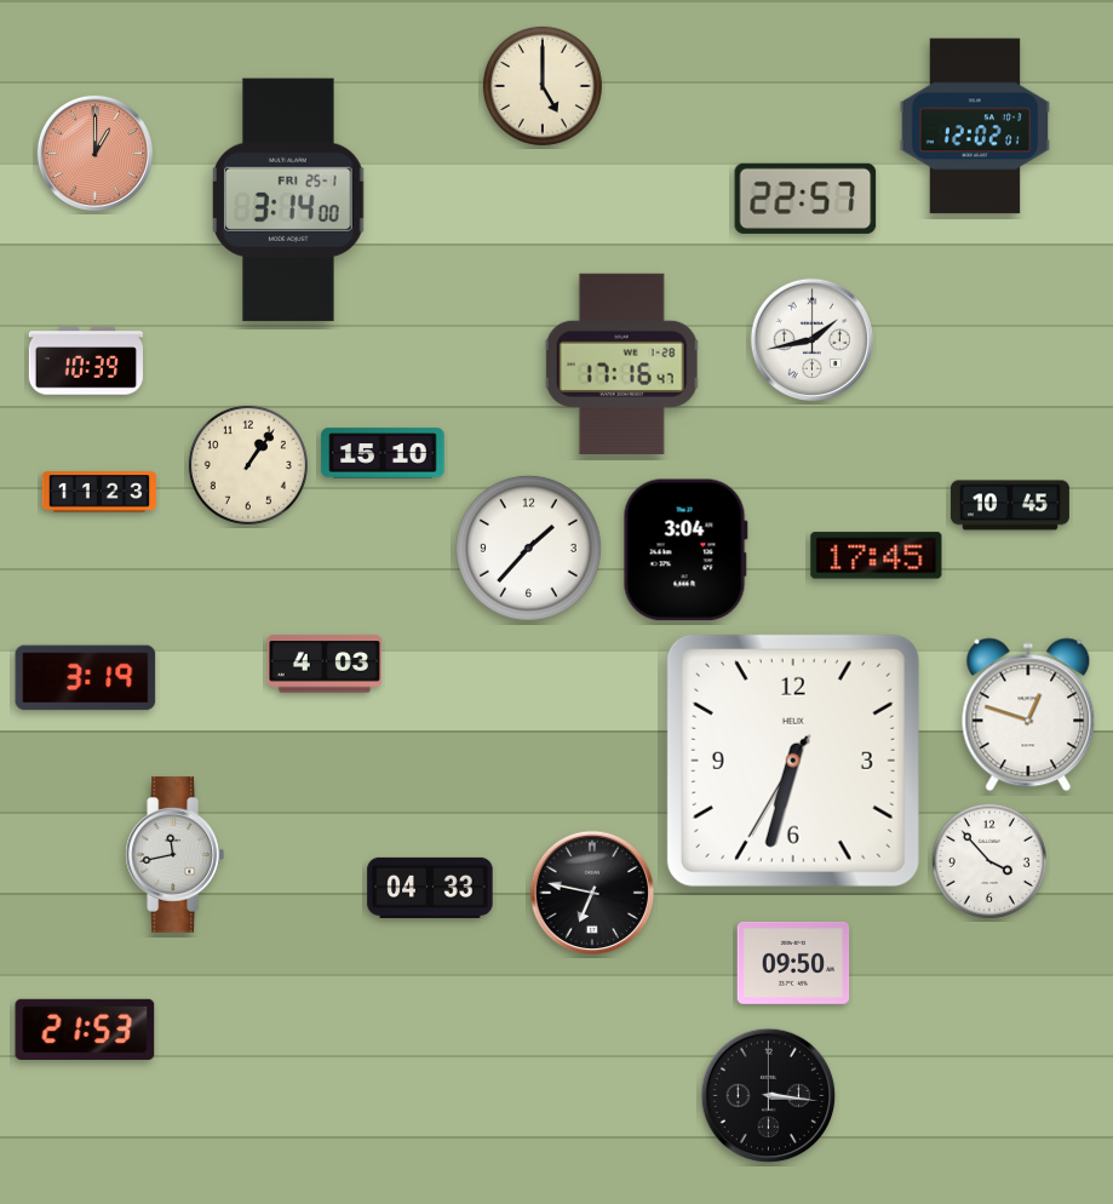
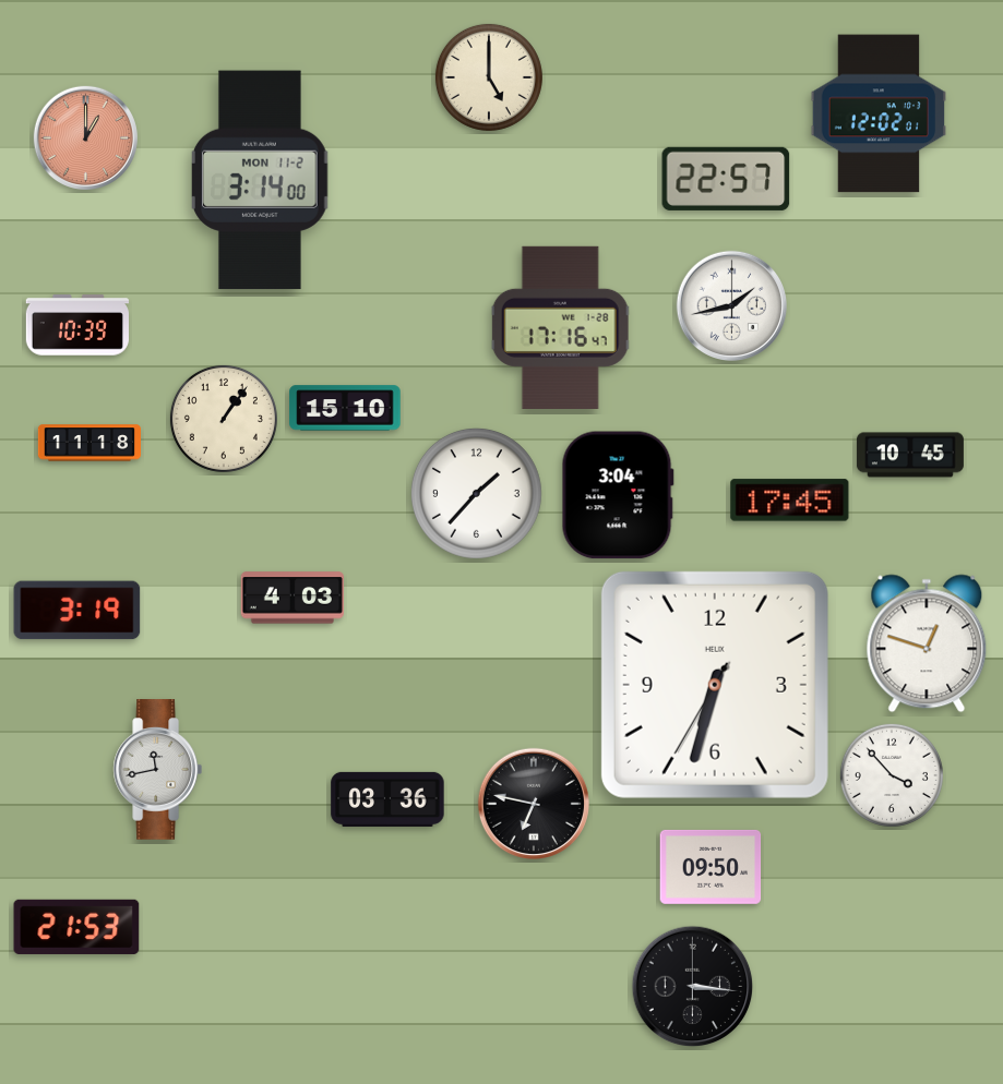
clock at (289, 200) date: FRI 25-1 -> MON 11-2
clock at (98, 492): 11:23 -> 11:18
clock at (430, 888): 04:33 -> 03:36
clock at (793, 963) position: (793, 963) -> (711, 867)
